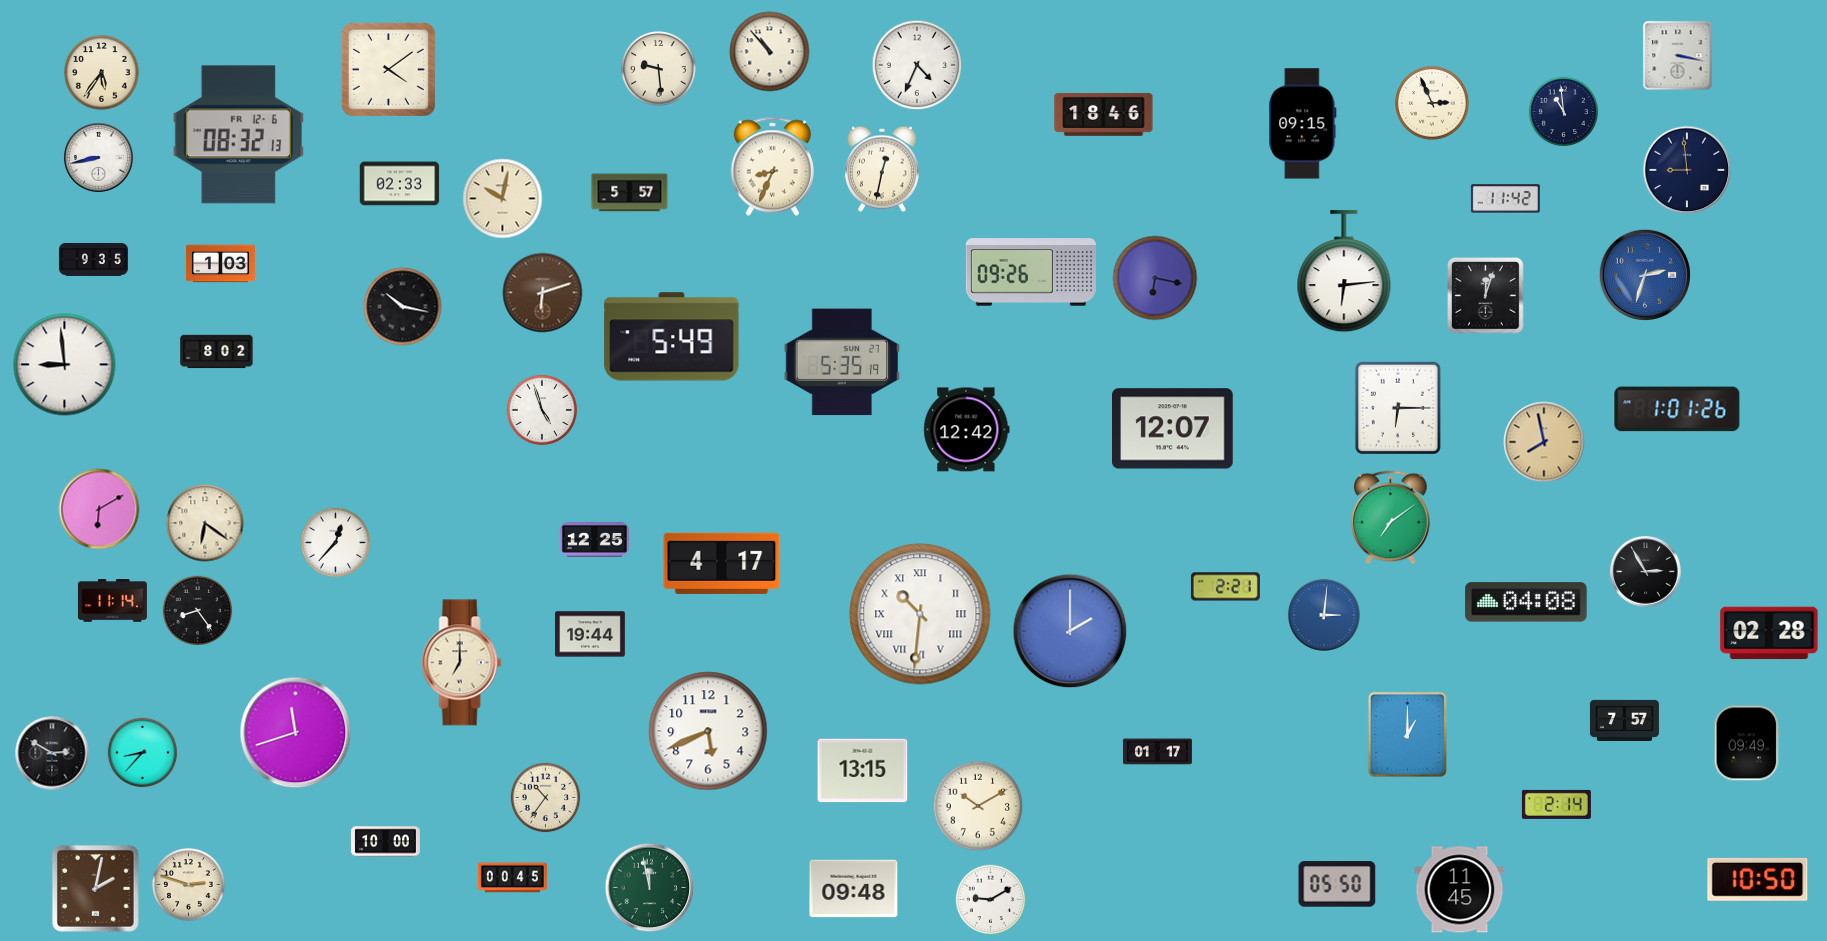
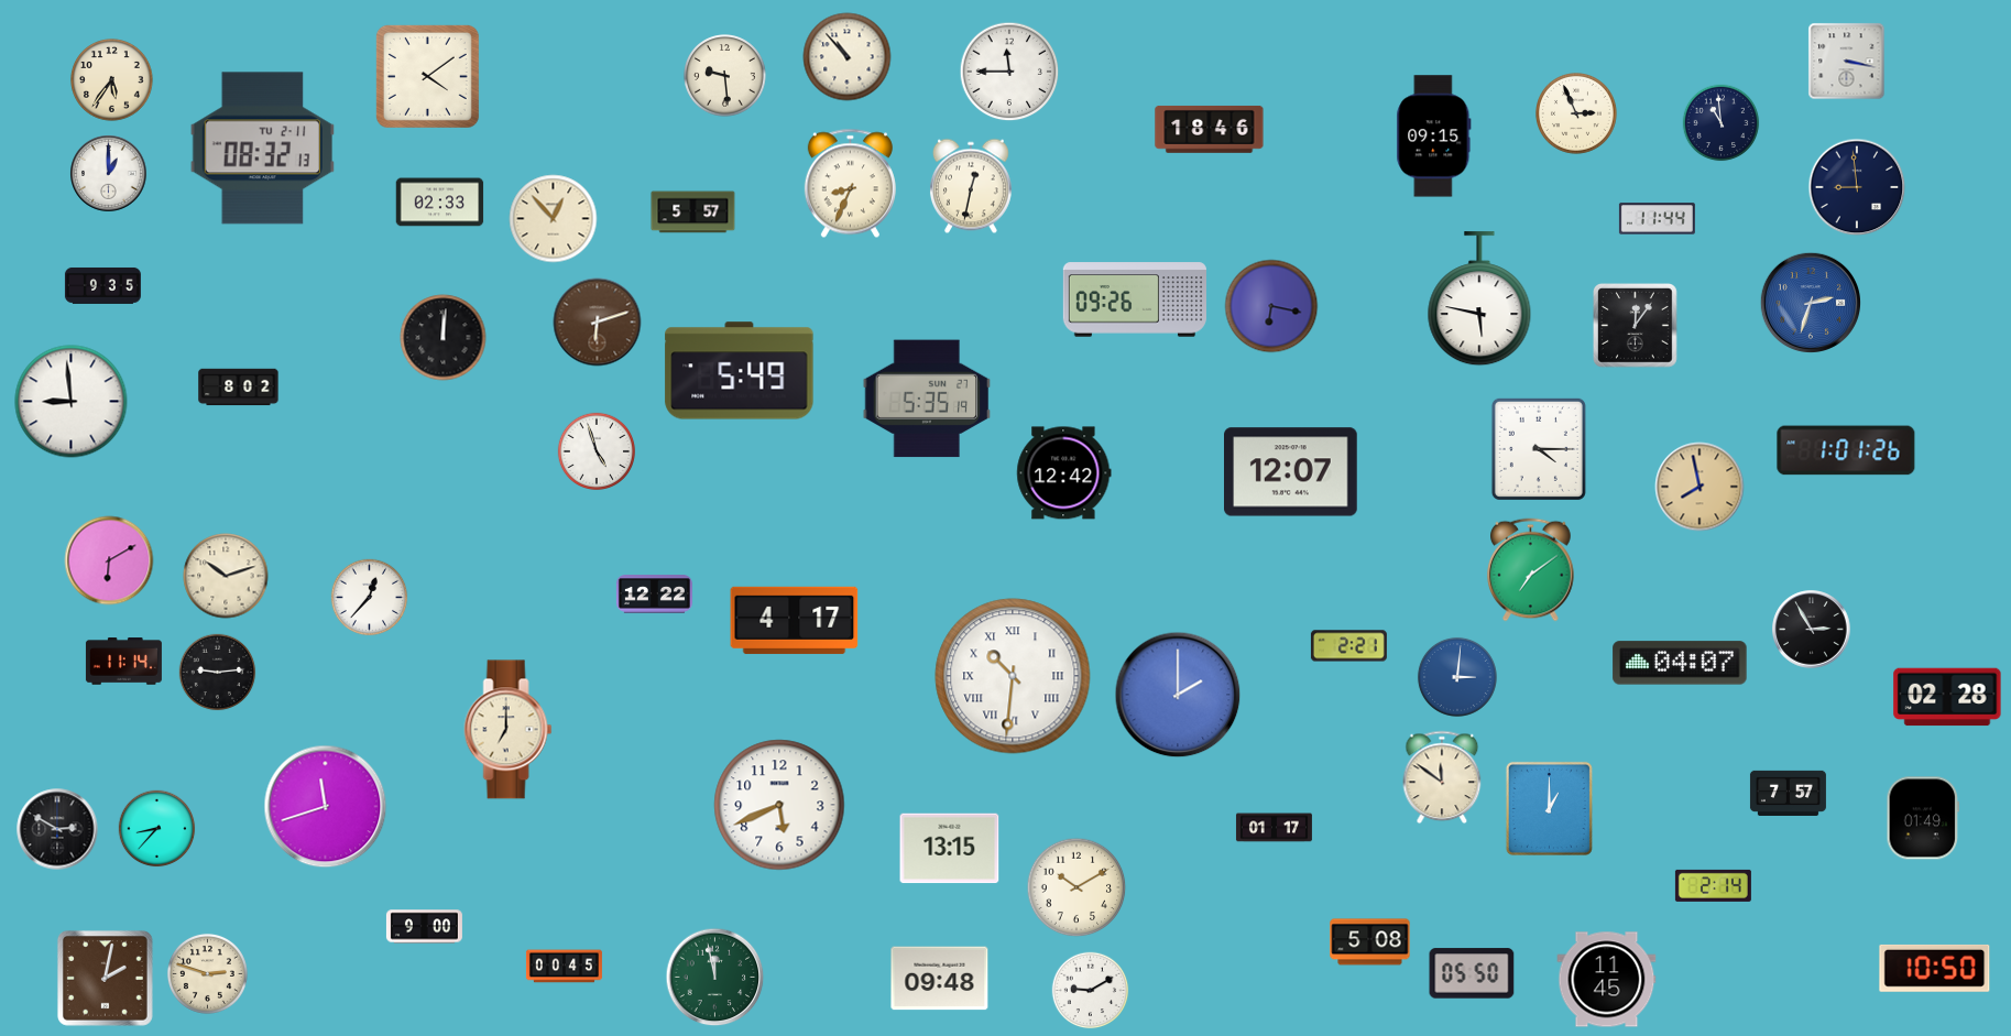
clock at (917, 65): 4:34 -> 11:45
clock at (1104, 114) position: (1104, 114) -> (1210, 129)
clock at (238, 135) date: FR 12-6 -> TU 2-11
clock at (99, 158): 8:43 -> 1:00
clock at (503, 199): 10:02 -> 12:53
clock at (1505, 199): 11:42 -> 11:44
clock at (220, 264): 1:03 -> none
clock at (1344, 272): 6:14 -> 5:47
clock at (1486, 296): 12:03 -> 12:06
clock at (403, 307): 10:17 -> 12:01
clock at (1398, 408): 6:15 -> 4:15
clock at (205, 523): 6:21 -> 10:12
clock at (594, 540): 12:25 -> 12:22
clock at (1526, 602): 04:08 -> 04:07
clock at (198, 611): 8:24 -> 9:14
clock at (591, 634): 19:44 -> none
clock at (1442, 777): none -> 11:51
clock at (1747, 743): 09:49 -> 01:49
clock at (546, 798): 10:36 -> none
clock at (385, 842): 10:00 -> 9:00
clock at (1370, 942): none -> 5:08
